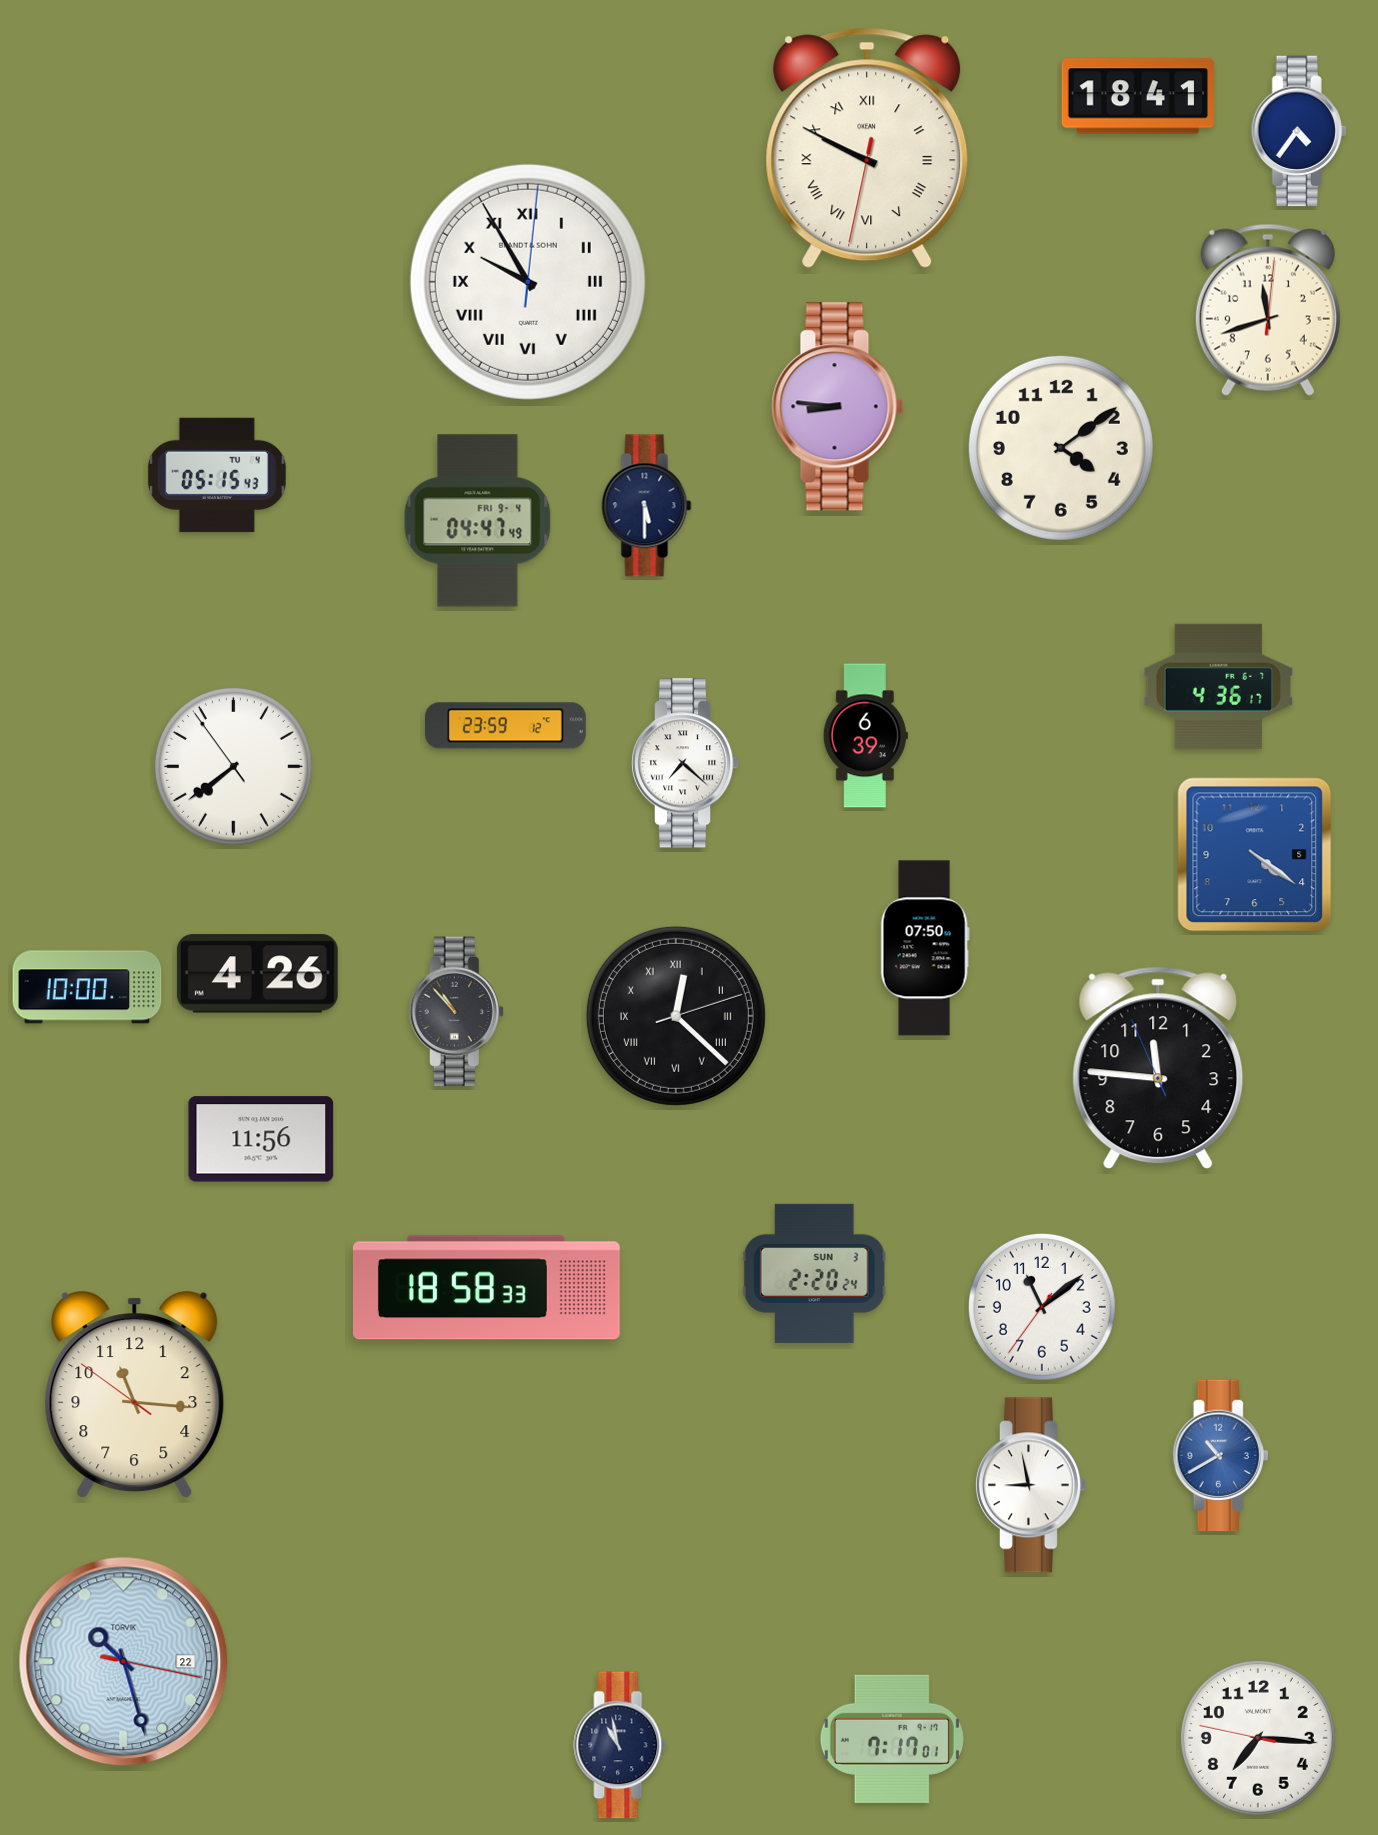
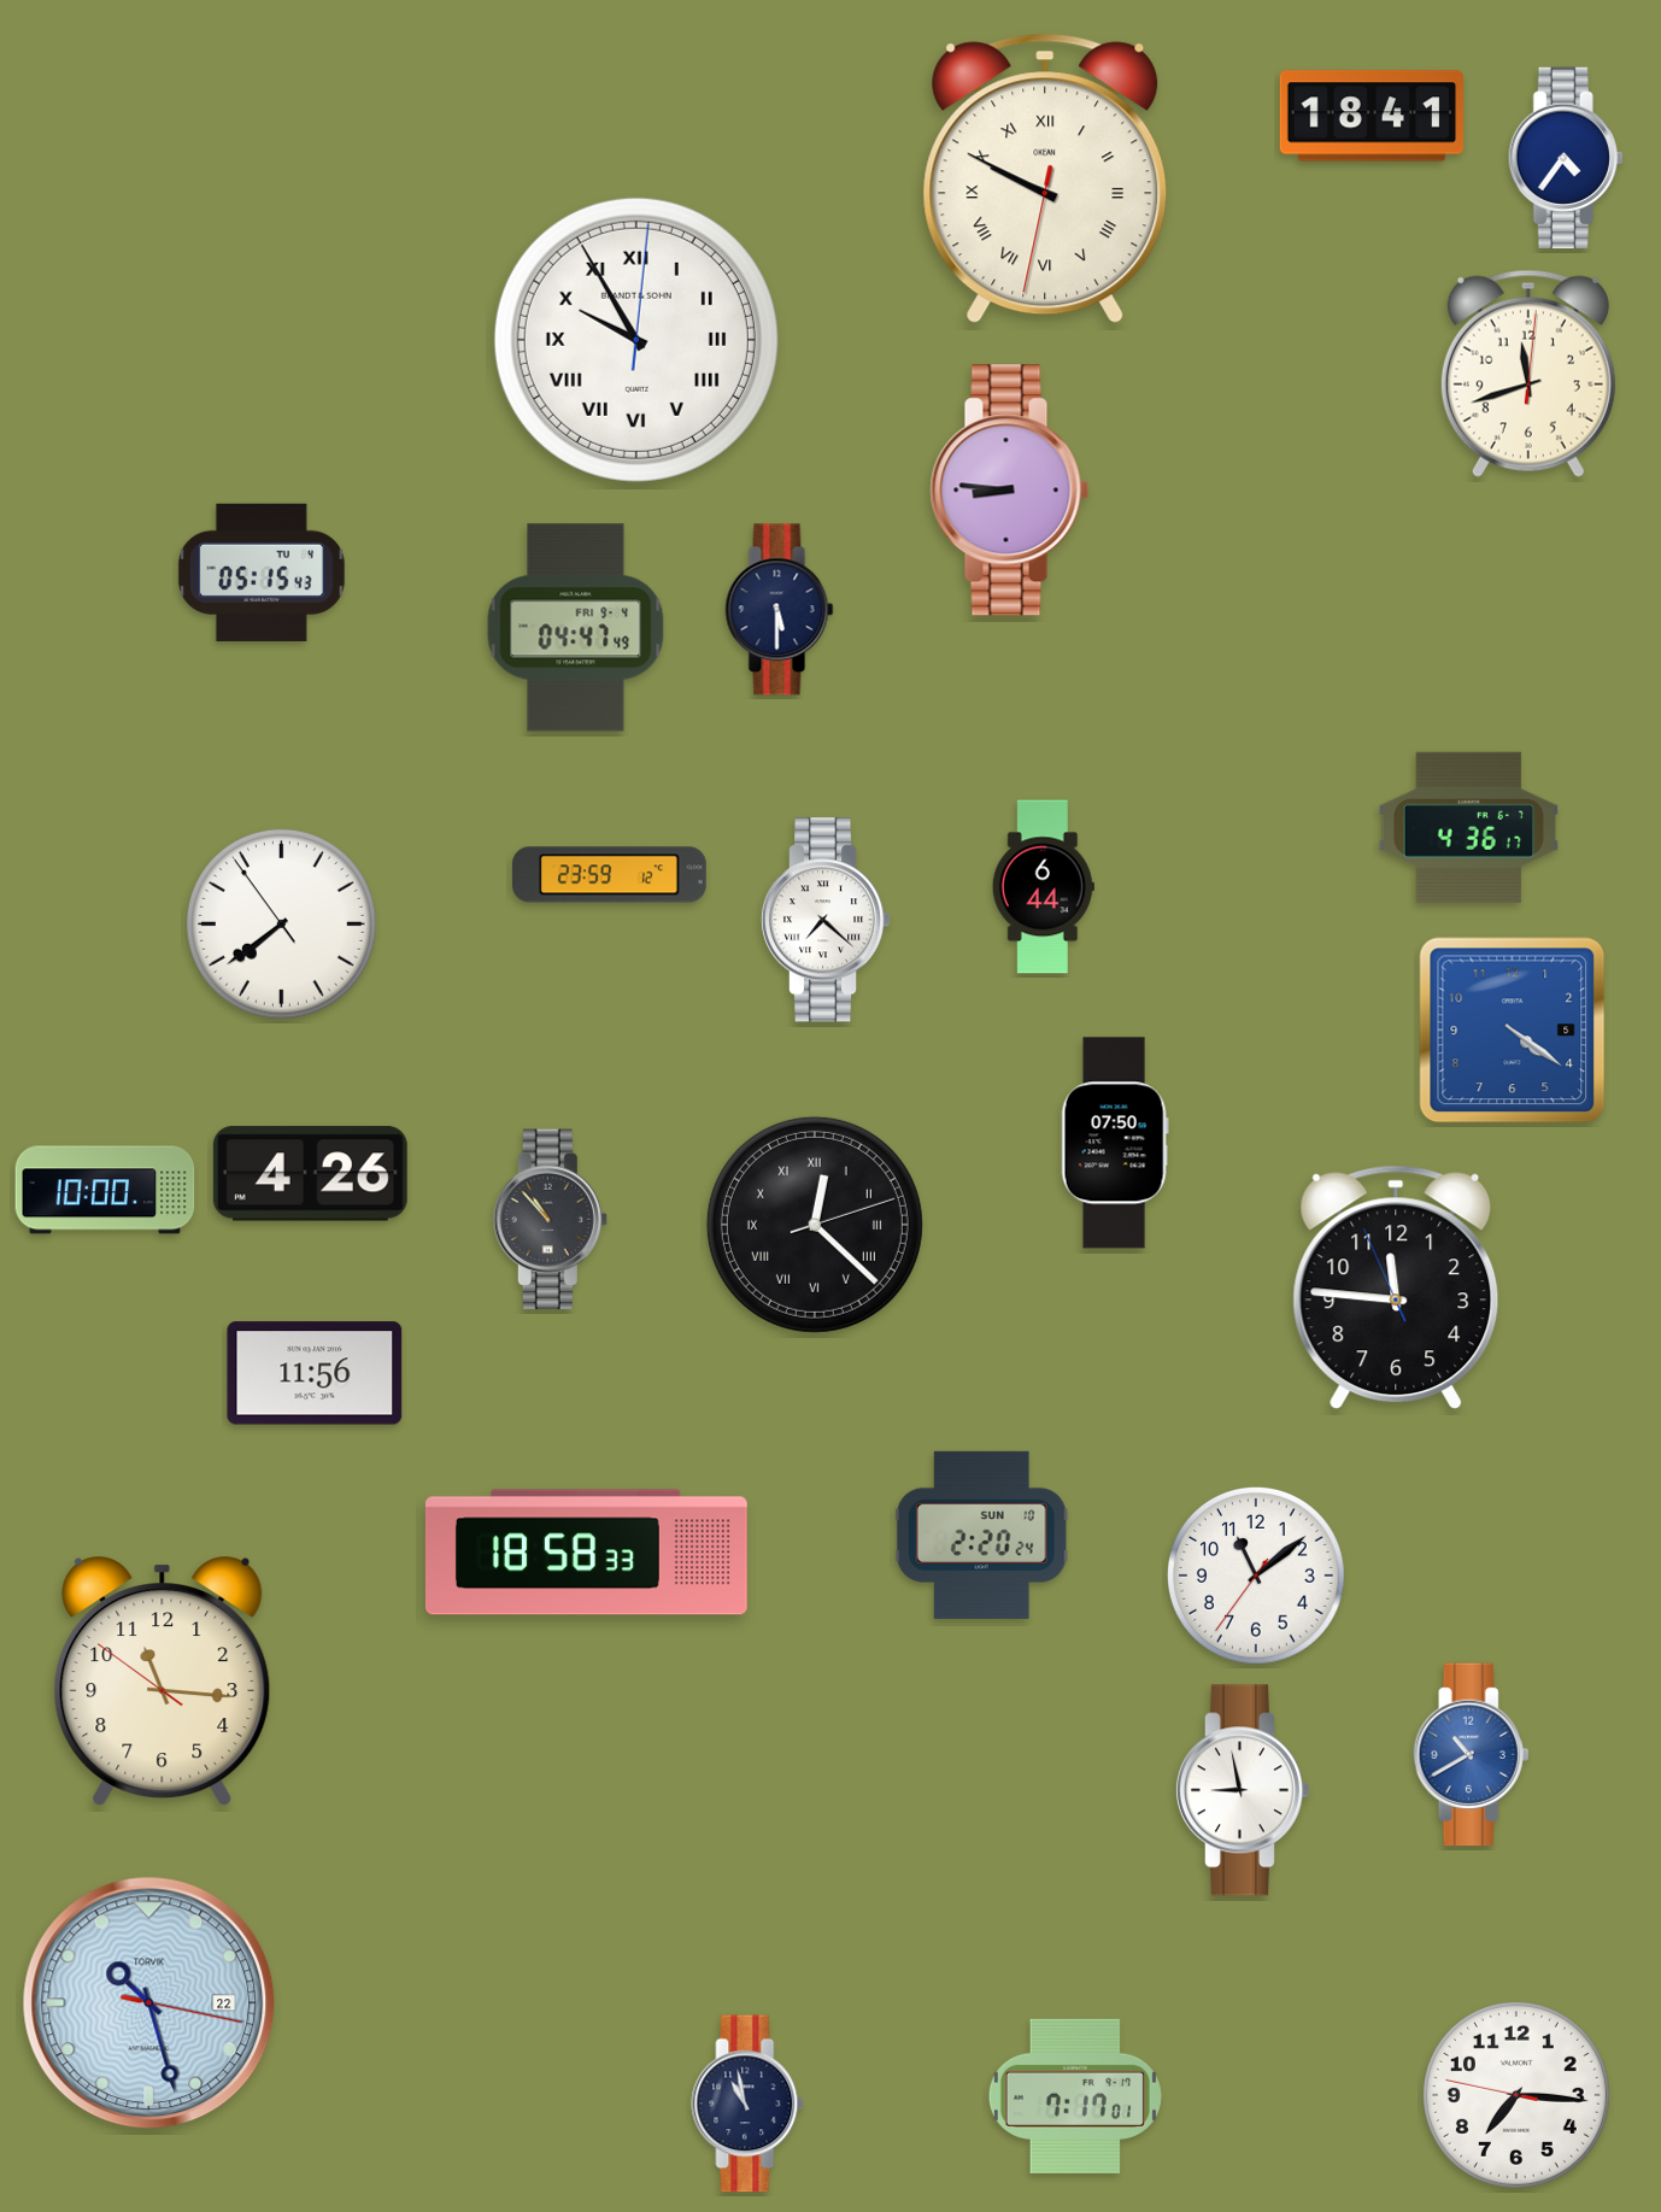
clock at (1061, 448): 4:09 -> none
clock at (865, 736): 6:39 -> 6:44
clock at (814, 1273) date: SUN 3 -> SUN 10
